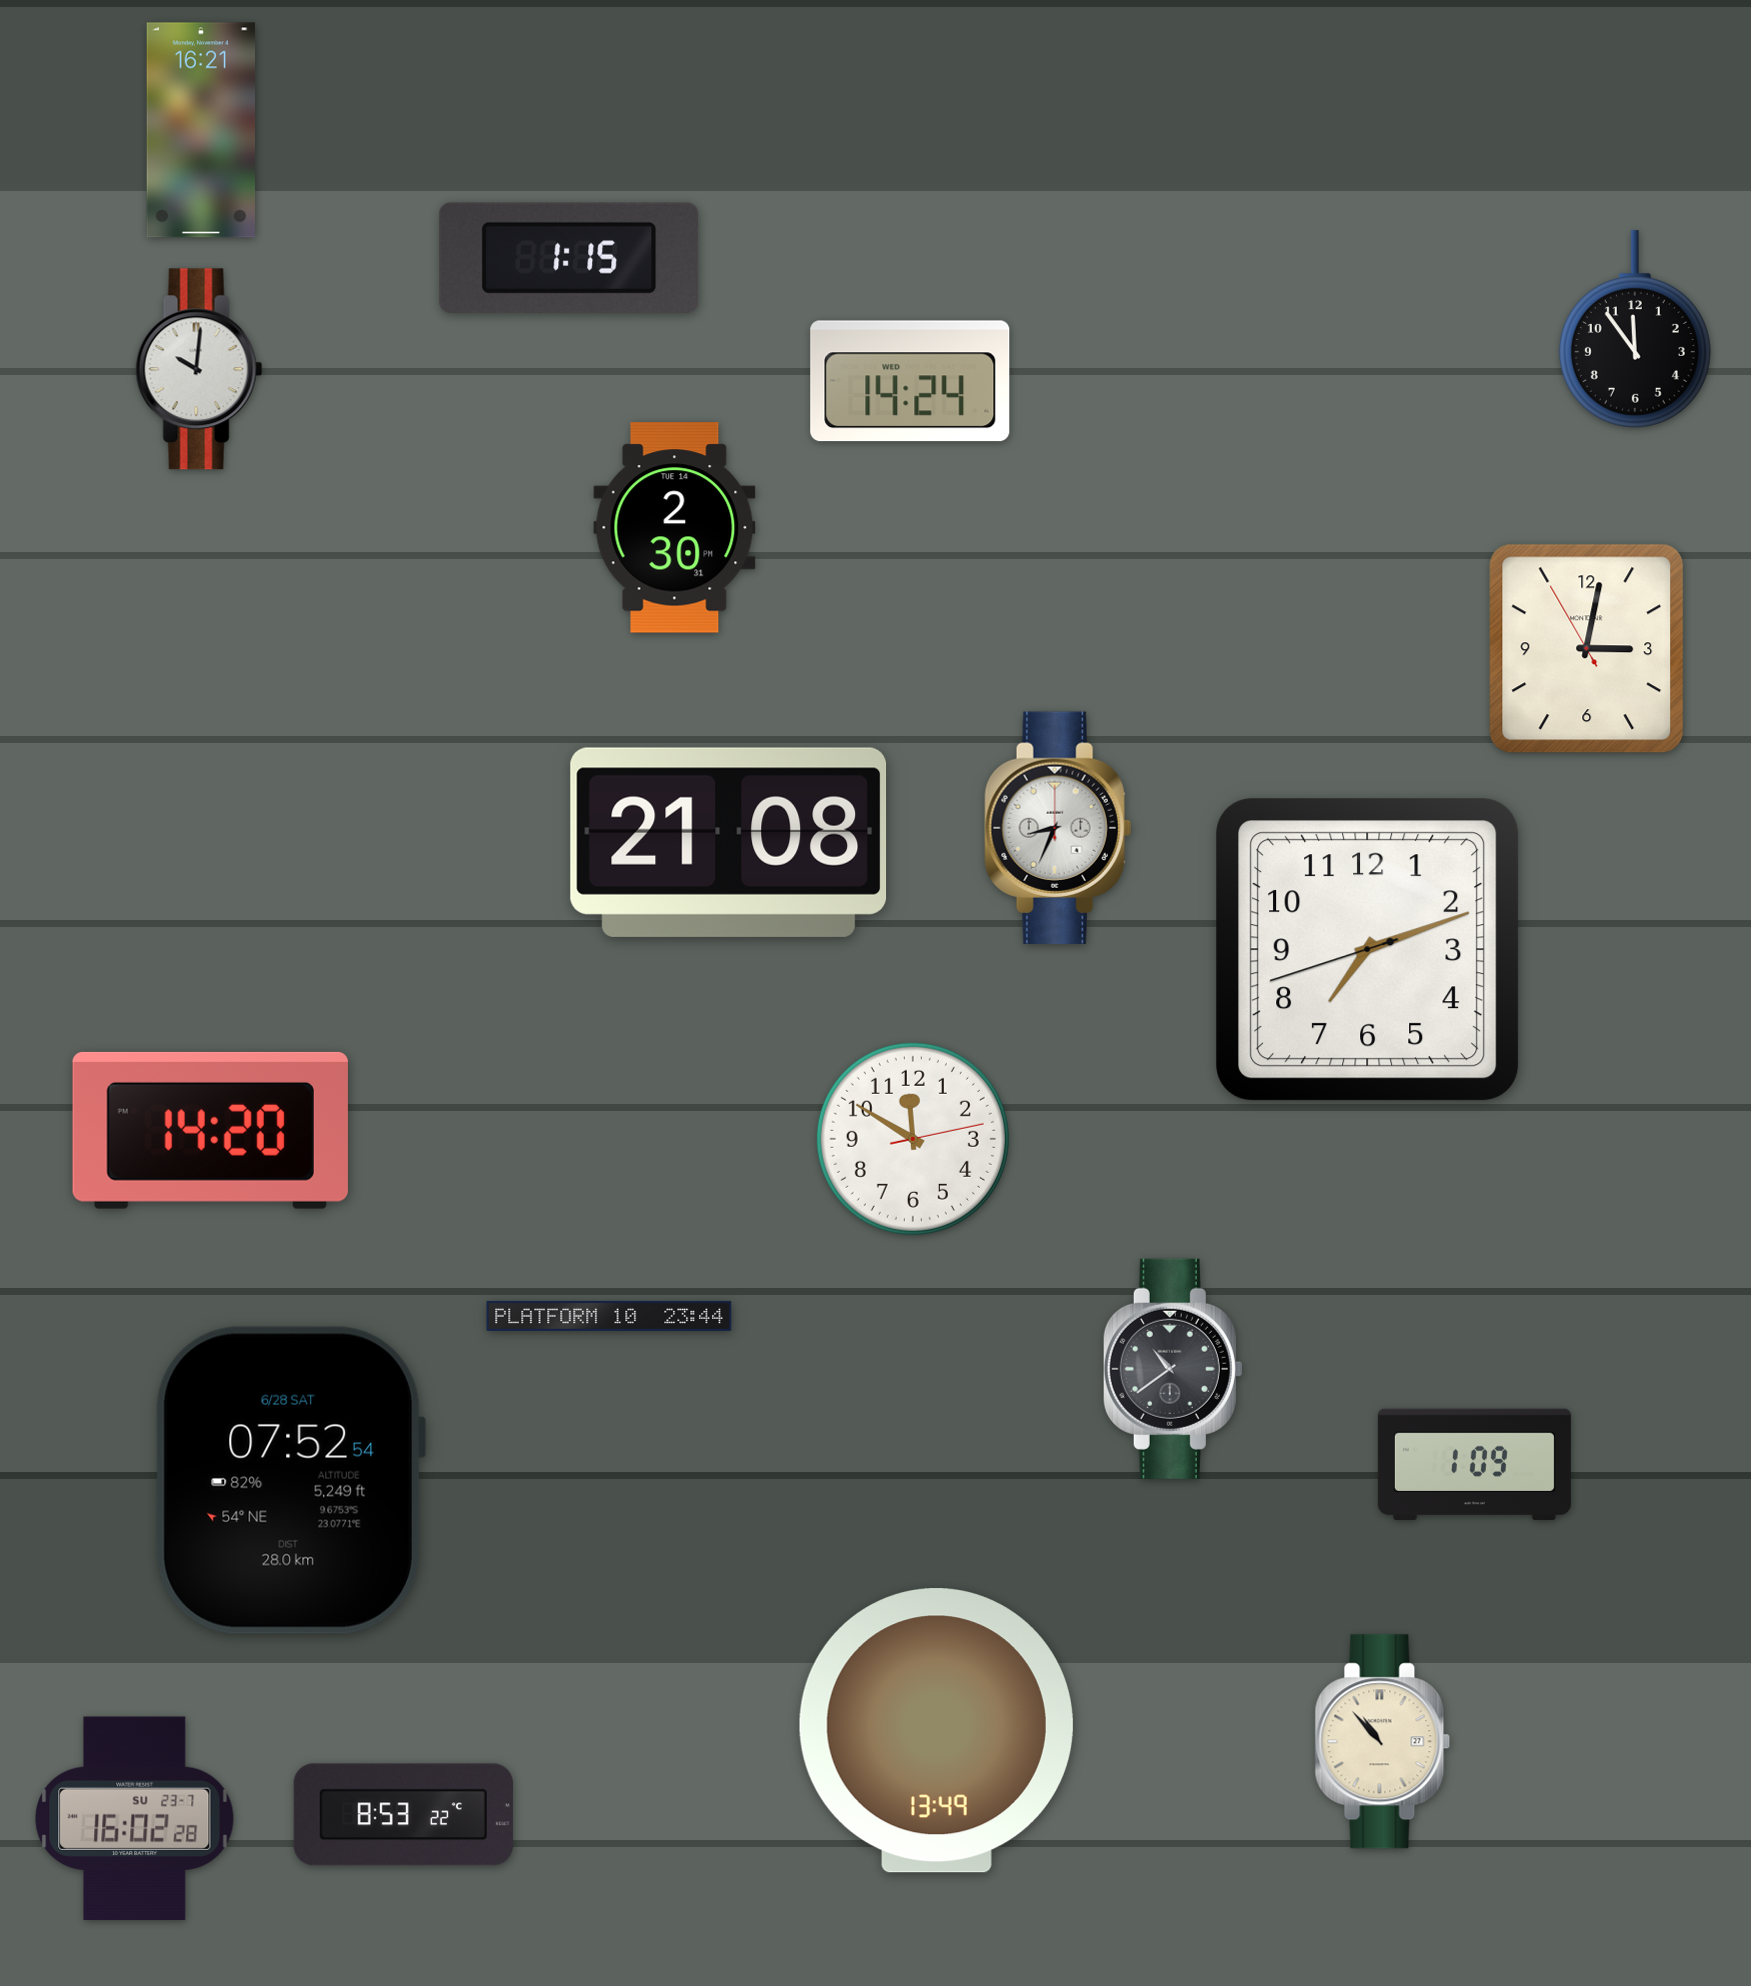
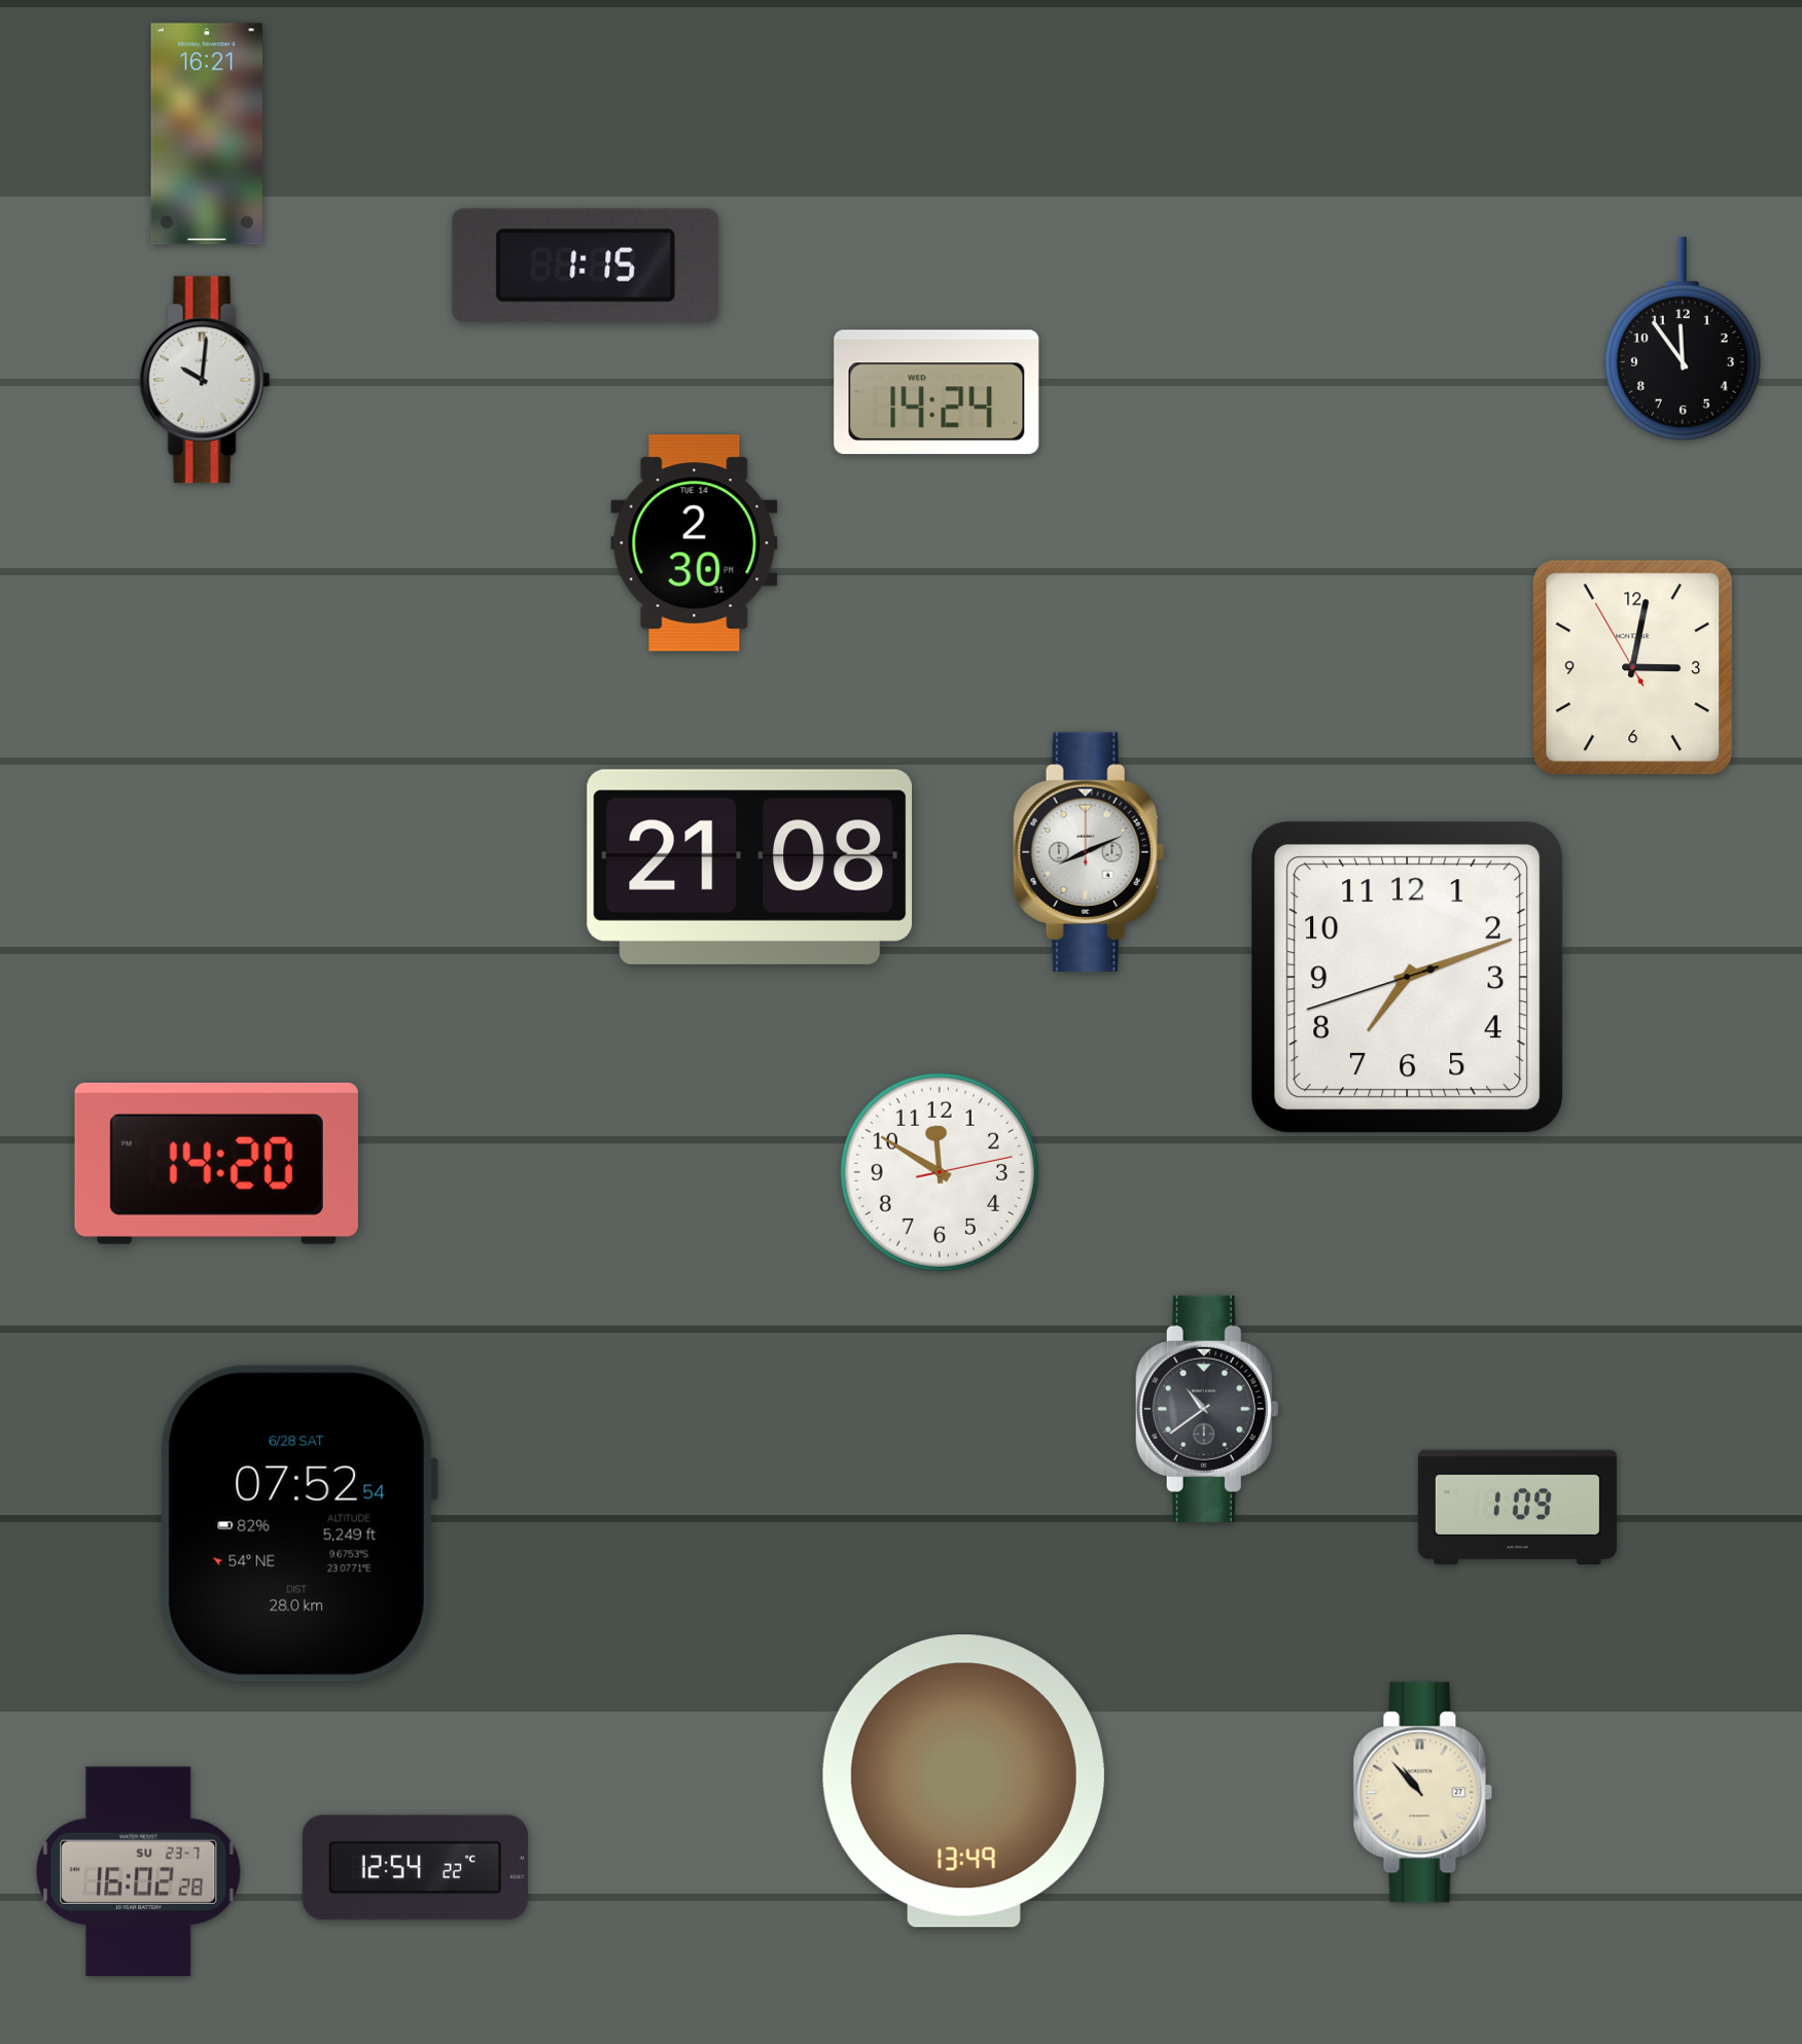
clock at (1058, 827): 8:34 -> 8:11
clock at (609, 1316): 23:44 -> none
clock at (403, 1815): 8:53 -> 12:54
